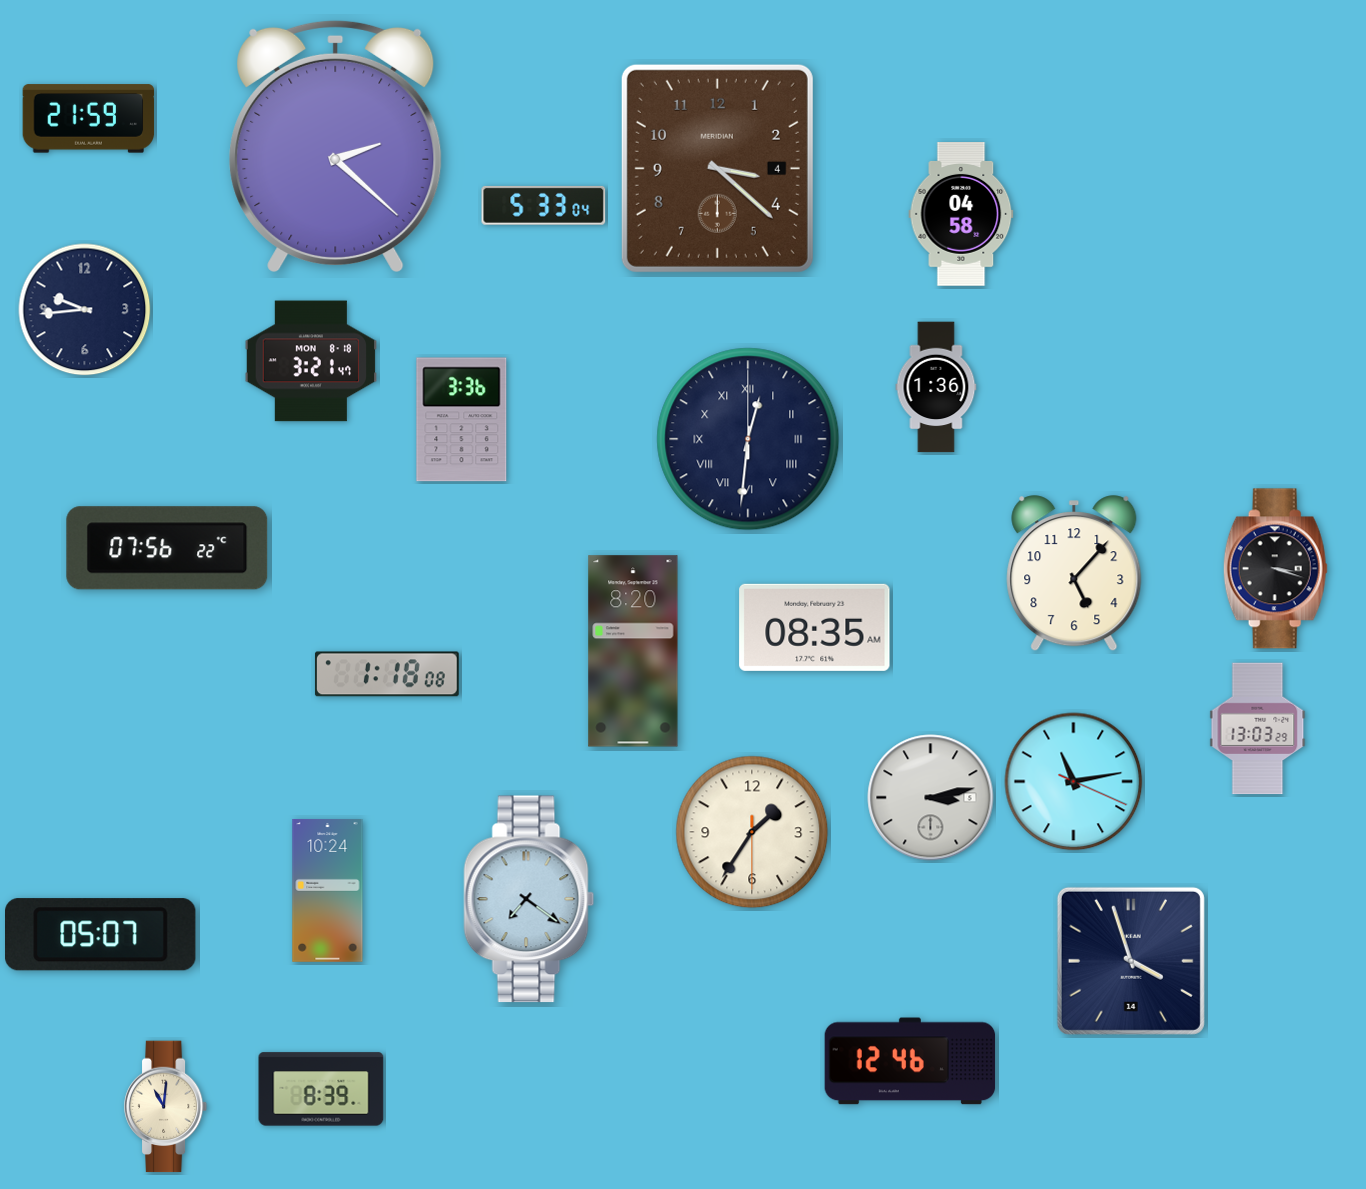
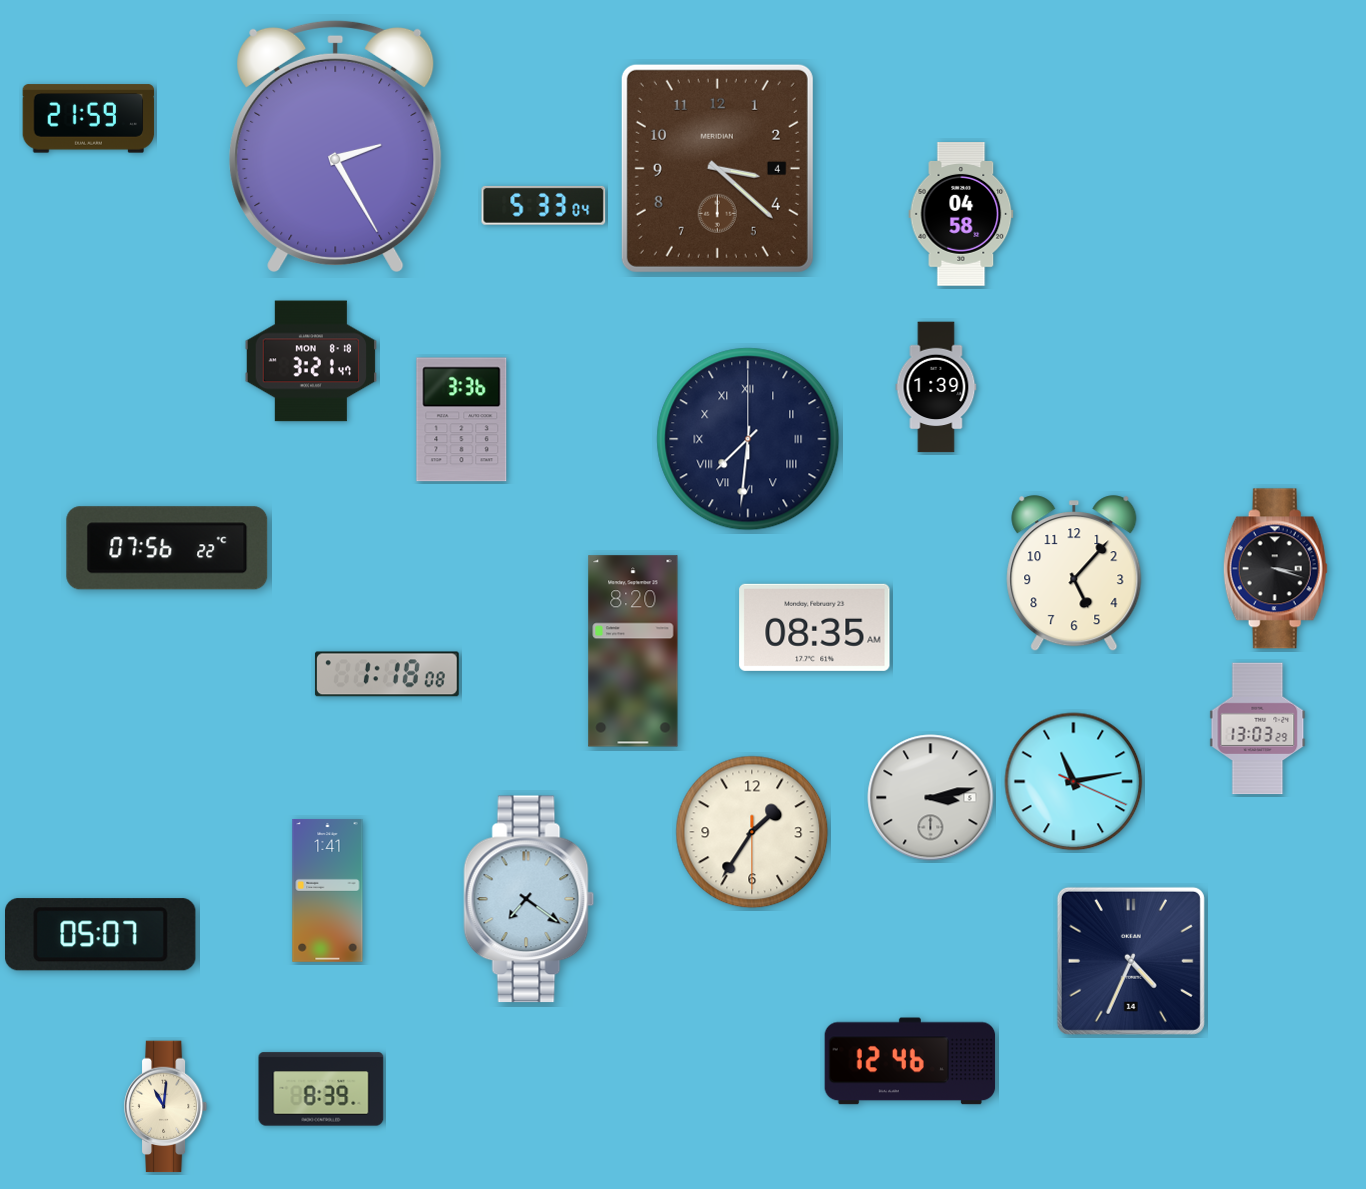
clock at (336, 146): 2:22 -> 2:25
clock at (85, 310): 9:44 -> none
clock at (936, 387): 1:36 -> 1:39
clock at (748, 439): 12:31 -> 7:31
clock at (328, 891): 10:24 -> 1:41
clock at (1131, 961): 3:57 -> 4:34
